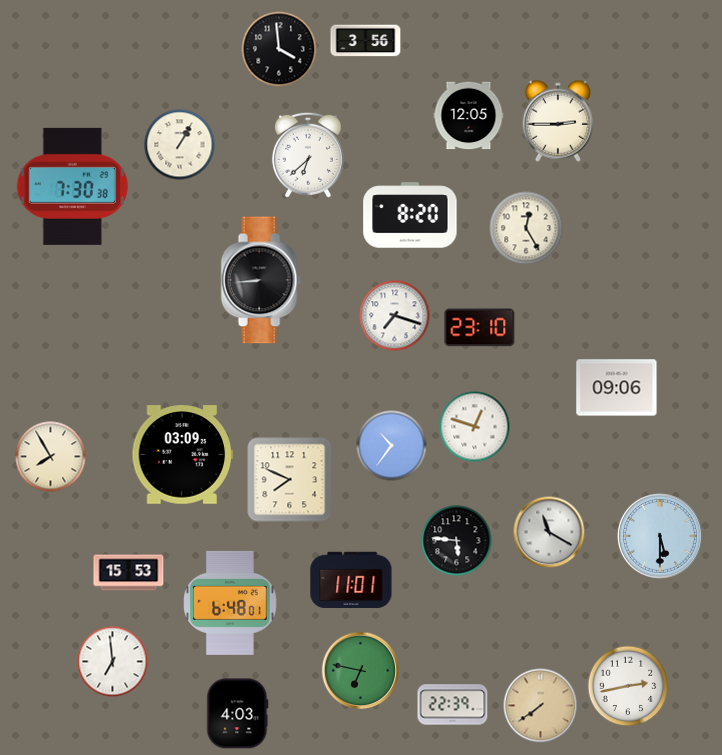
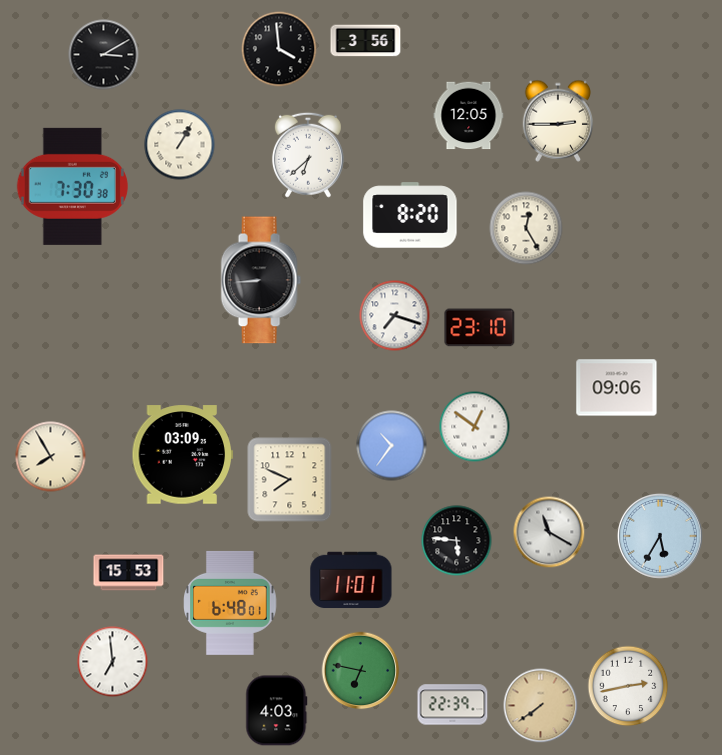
clock at (104, 55): none -> 3:10
clock at (475, 427): 12:48 -> 12:51
clock at (660, 536): 5:30 -> 5:35
clock at (238, 714) position: (238, 714) -> (277, 711)
